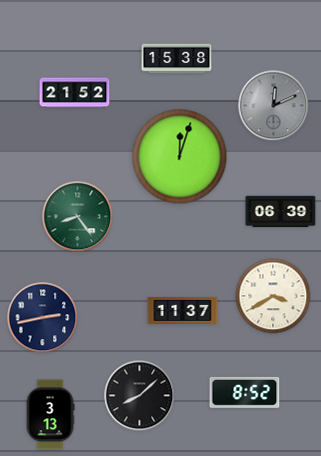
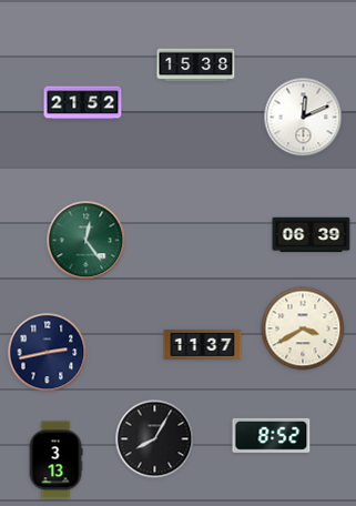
clock at (274, 106) dial: grey -> white
clock at (180, 157): 12:03 -> none
clock at (78, 217): 8:24 -> 12:24
clock at (140, 396): 8:08 -> 8:05
